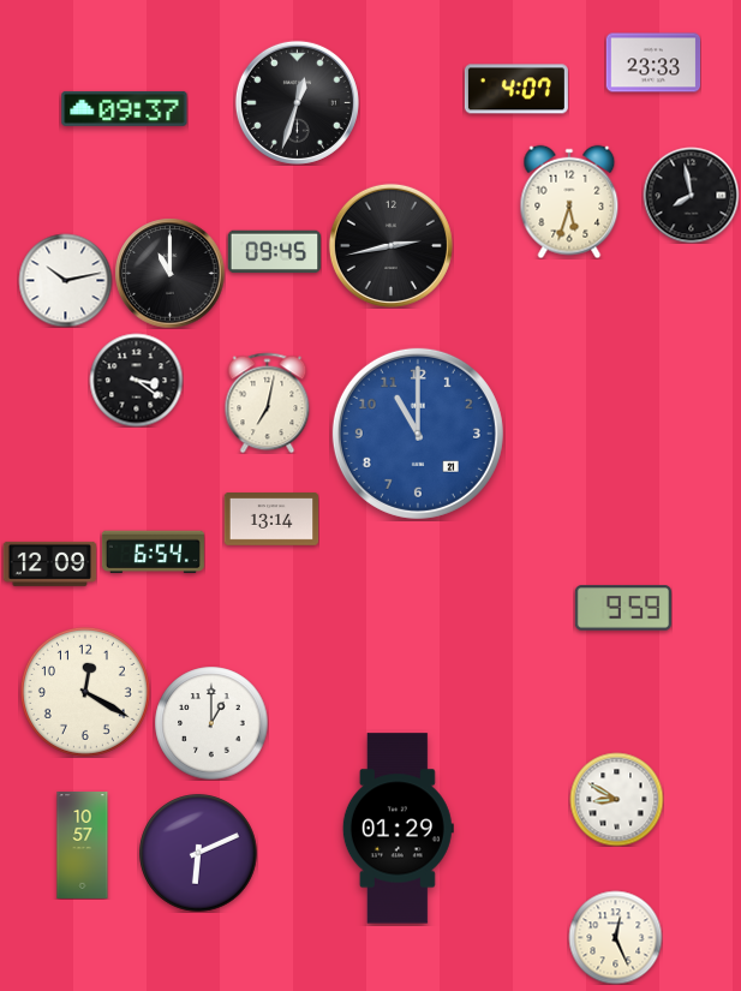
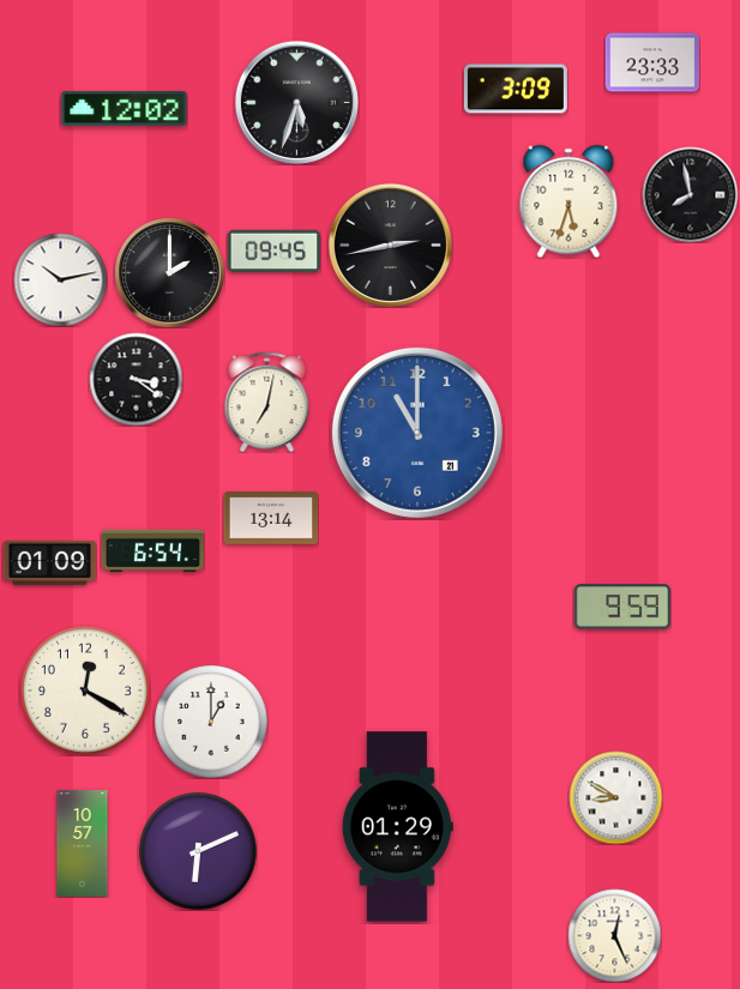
clock at (516, 89): 4:07 -> 3:09
clock at (297, 102): 12:33 -> 5:33
clock at (125, 108): 09:37 -> 12:02
clock at (169, 273): 11:00 -> 2:00
clock at (65, 280) position: (65, 280) -> (60, 279)
clock at (49, 563): 12:09 -> 01:09
